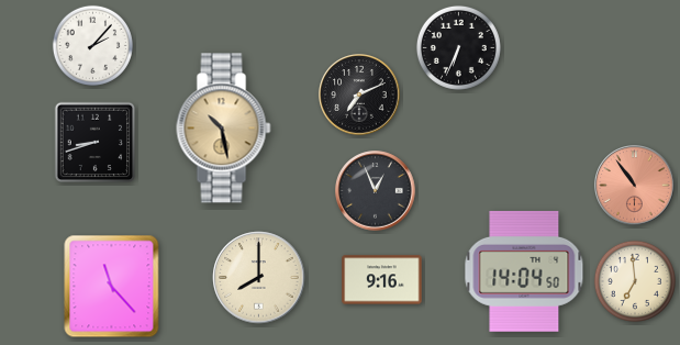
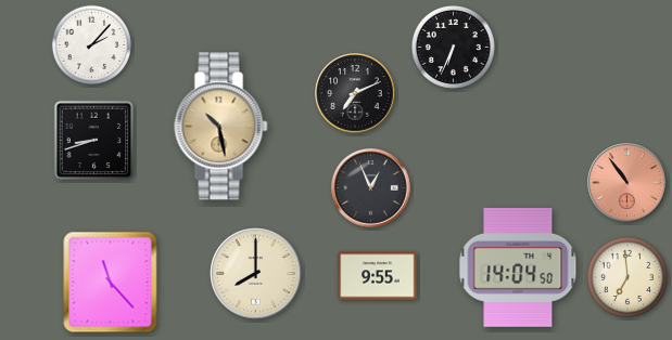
clock at (382, 280): 9:16 -> 9:55
